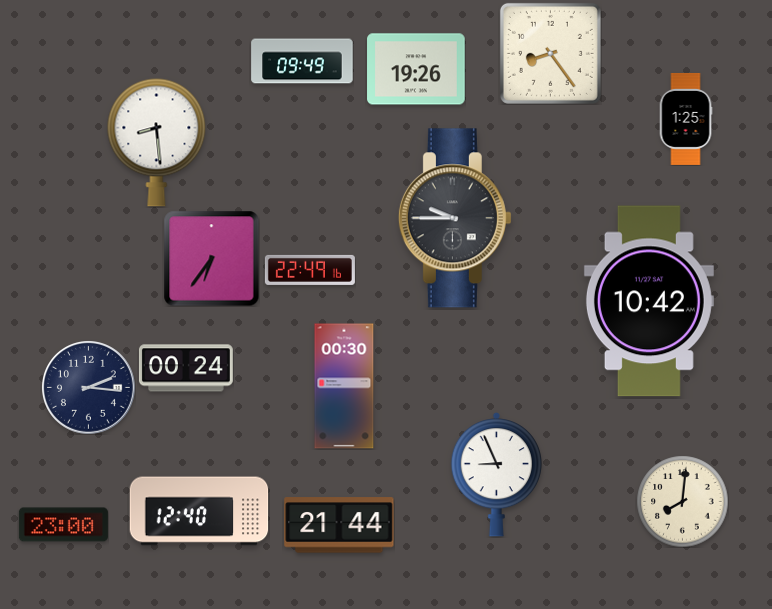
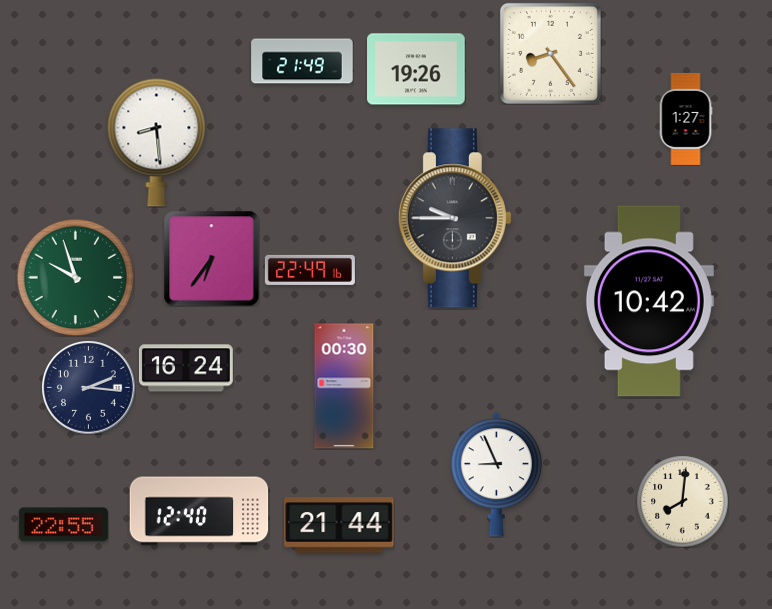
clock at (302, 61): 09:49 -> 21:49
clock at (686, 119): 1:25 -> 1:27
clock at (75, 277): none -> 9:57
clock at (186, 368): 00:24 -> 16:24
clock at (63, 525): 23:00 -> 22:55
